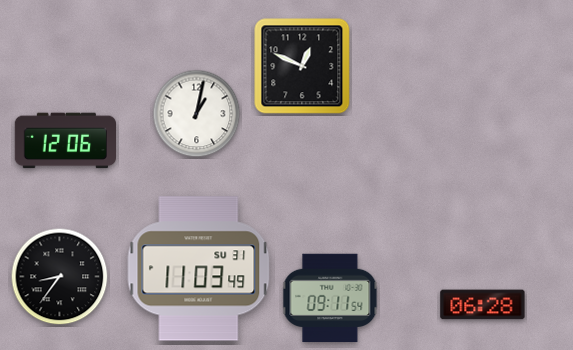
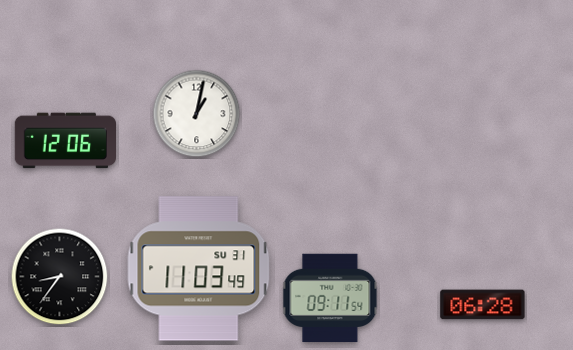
clock at (302, 66): 12:49 -> none
